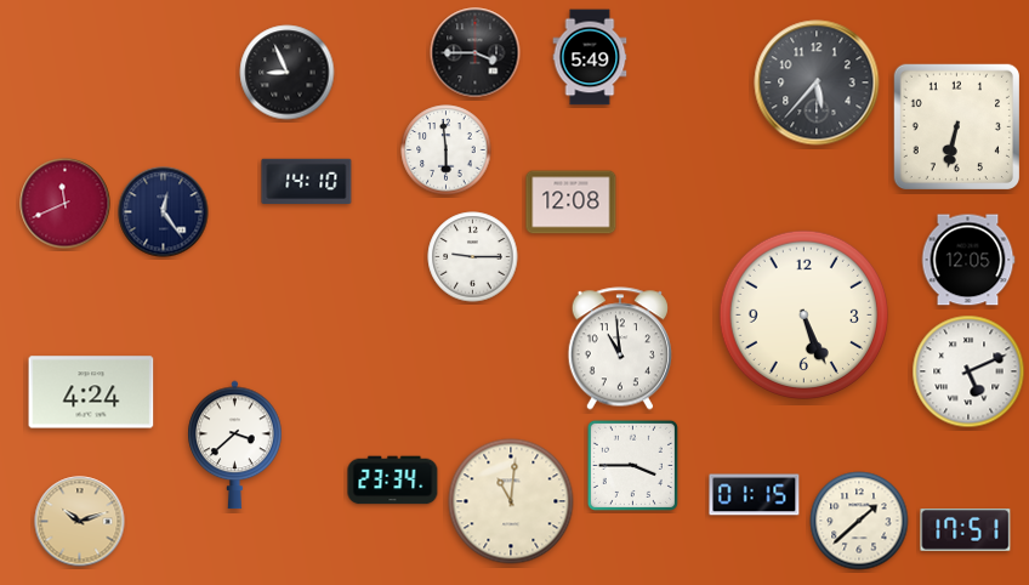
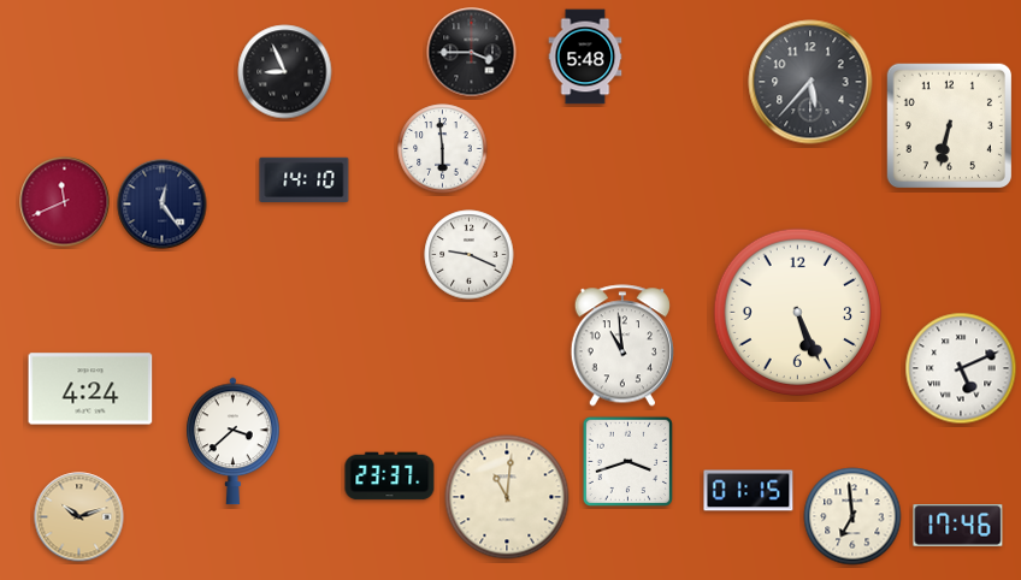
clock at (590, 57): 5:49 -> 5:48
clock at (572, 203): 12:08 -> none
clock at (164, 212) position: (164, 212) -> (163, 205)
clock at (473, 257): 9:15 -> 9:19
clock at (968, 260): 12:05 -> none
clock at (619, 348) position: (619, 348) -> (621, 345)
clock at (632, 465): 3:45 -> 3:42
clock at (393, 481): 23:34 -> 23:37
clock at (859, 521): 1:38 -> 6:59
clock at (966, 530): 17:51 -> 17:46
